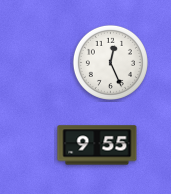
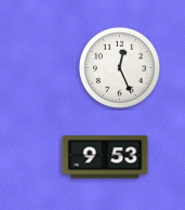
clock at (97, 145): 9:55 -> 9:53
